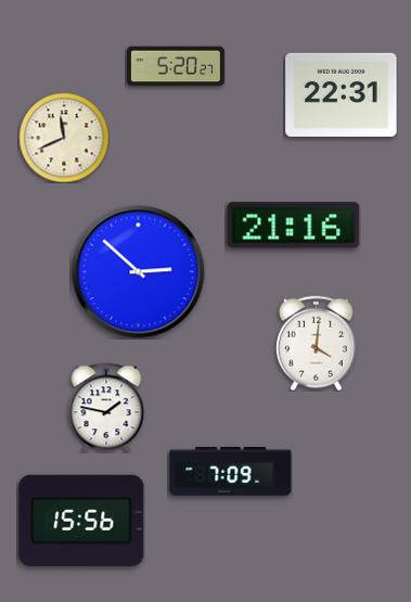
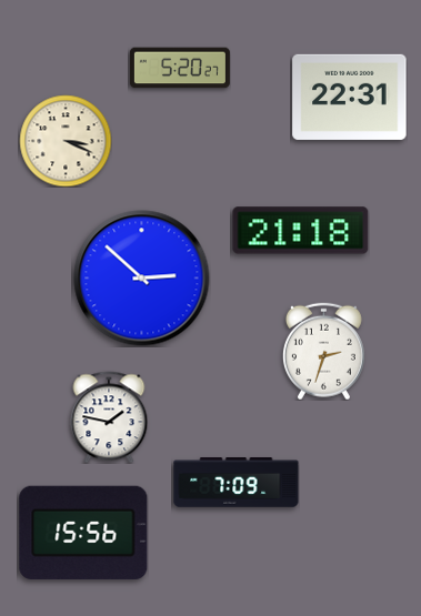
clock at (64, 138): 11:41 -> 3:19
clock at (294, 226): 21:16 -> 21:18
clock at (316, 343): 4:01 -> 2:33
